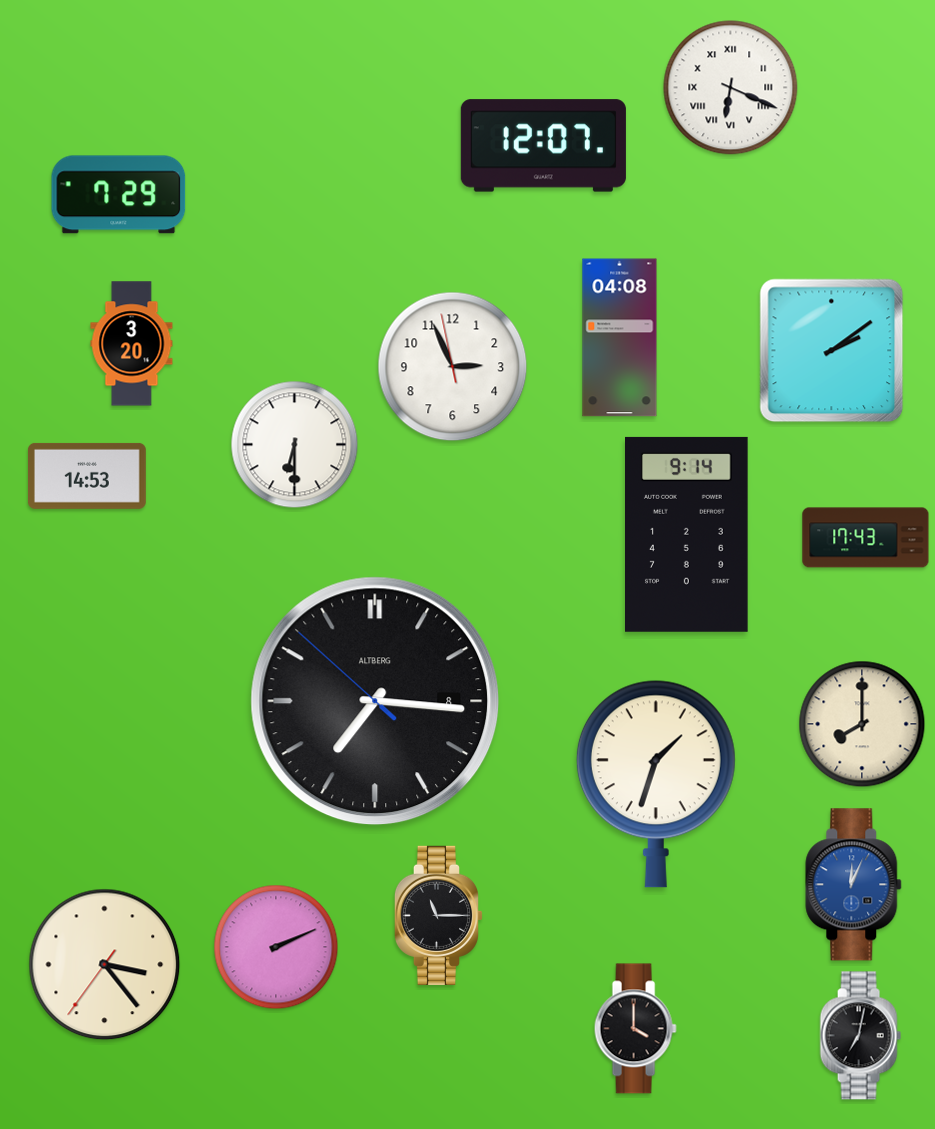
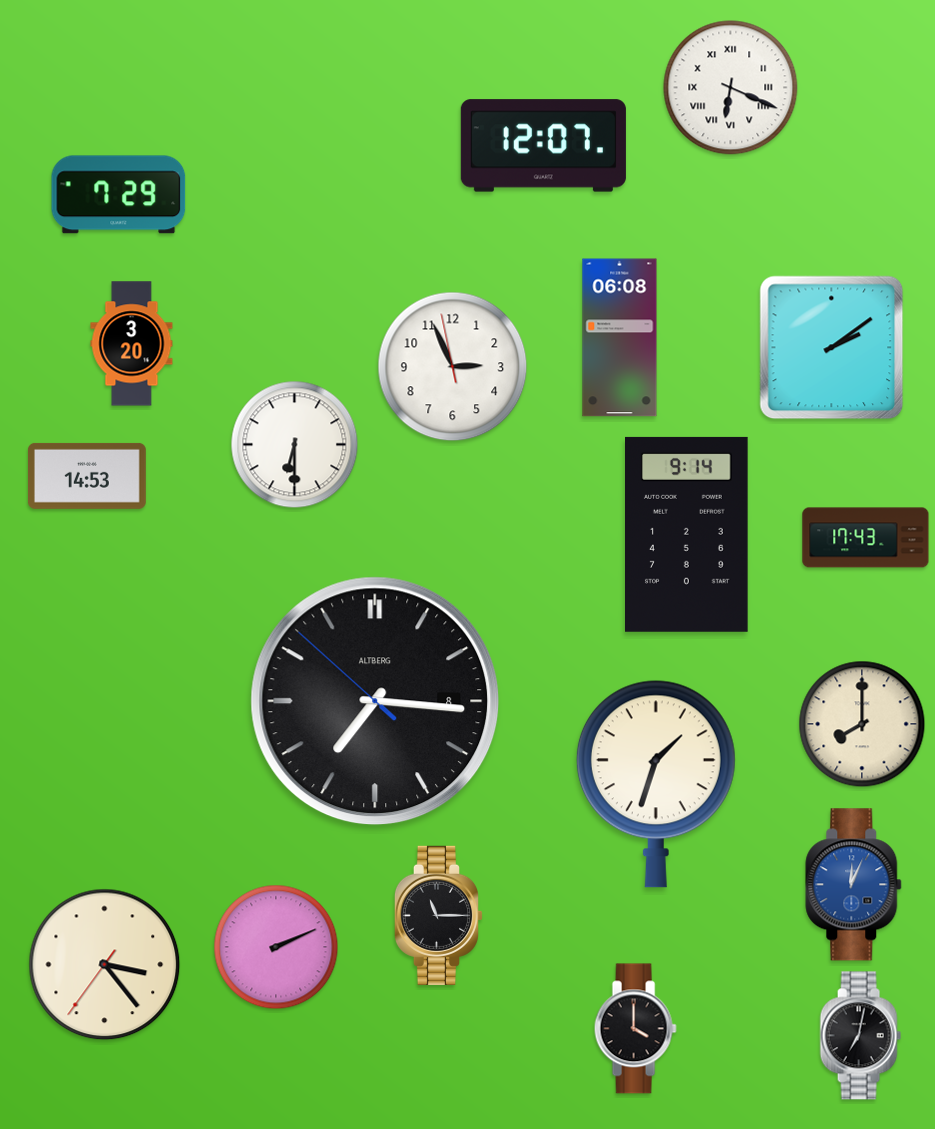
clock at (620, 338): 04:08 -> 06:08
clock at (832, 351) position: (832, 351) -> (832, 348)
